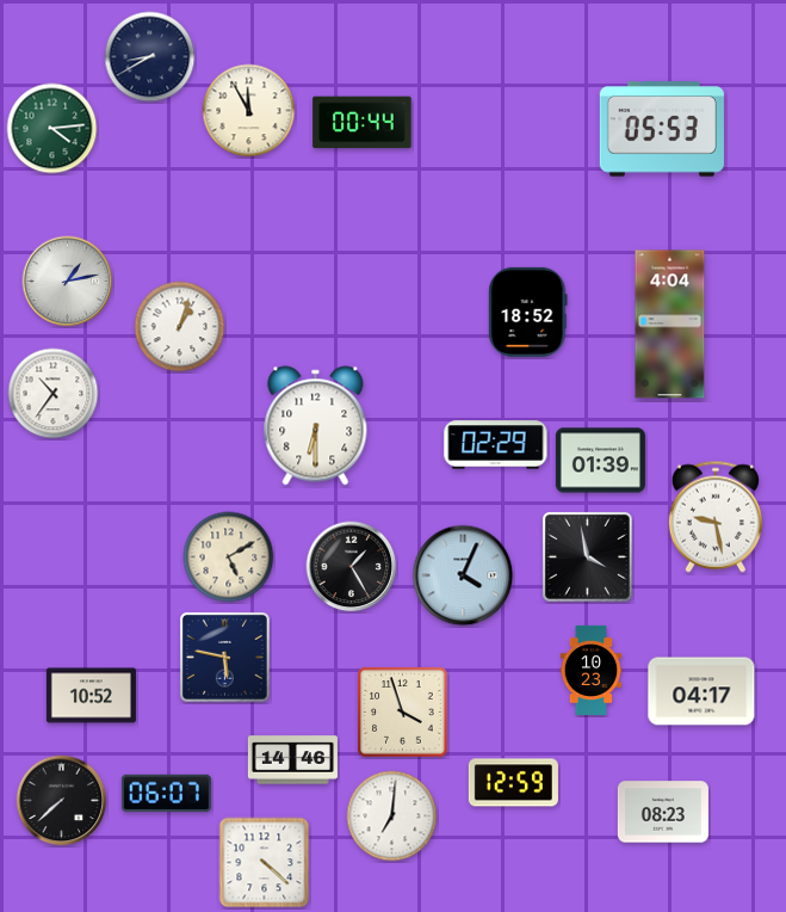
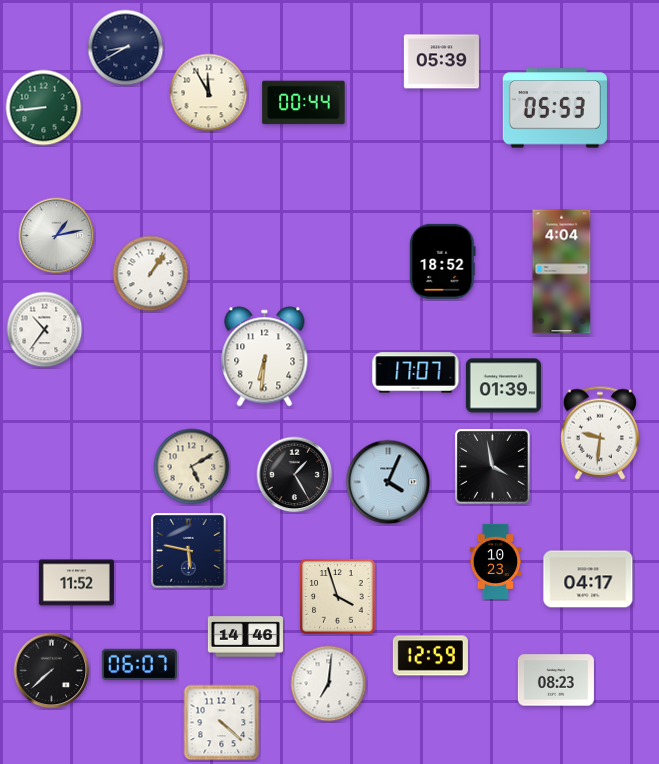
clock at (441, 62): none -> 05:39
clock at (52, 129): 4:14 -> 8:44
clock at (180, 327): 1:03 -> 1:06
clock at (316, 426): 6:30 -> 6:31
clock at (496, 445): 02:29 -> 17:07
clock at (716, 517): 9:28 -> 9:31
clock at (91, 696): 10:52 -> 11:52
